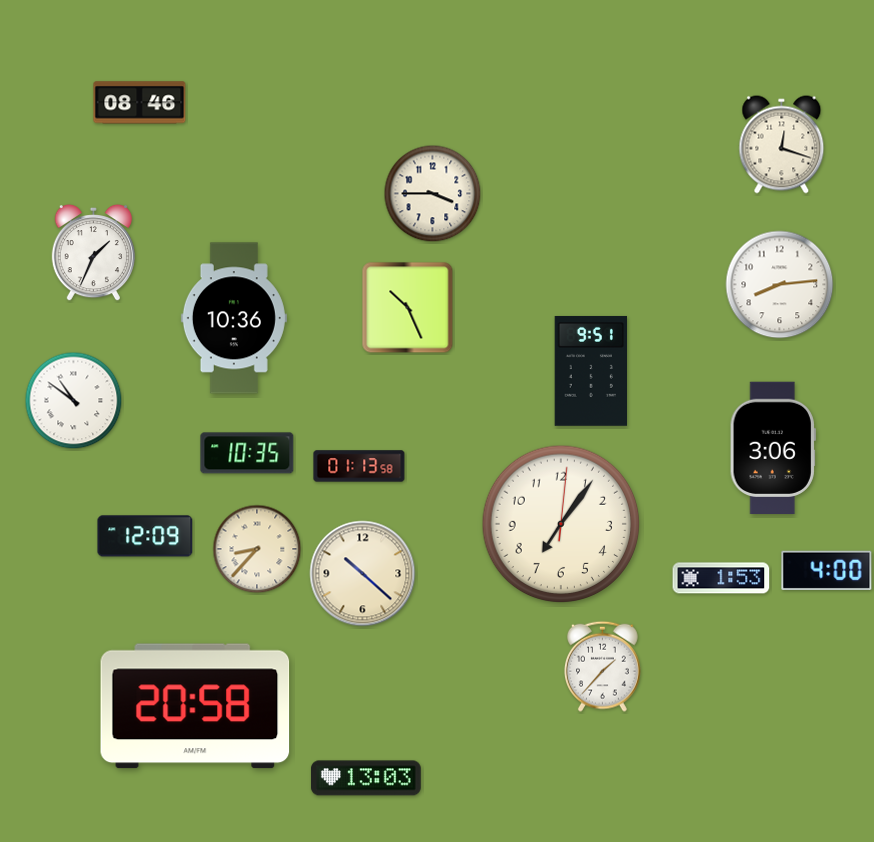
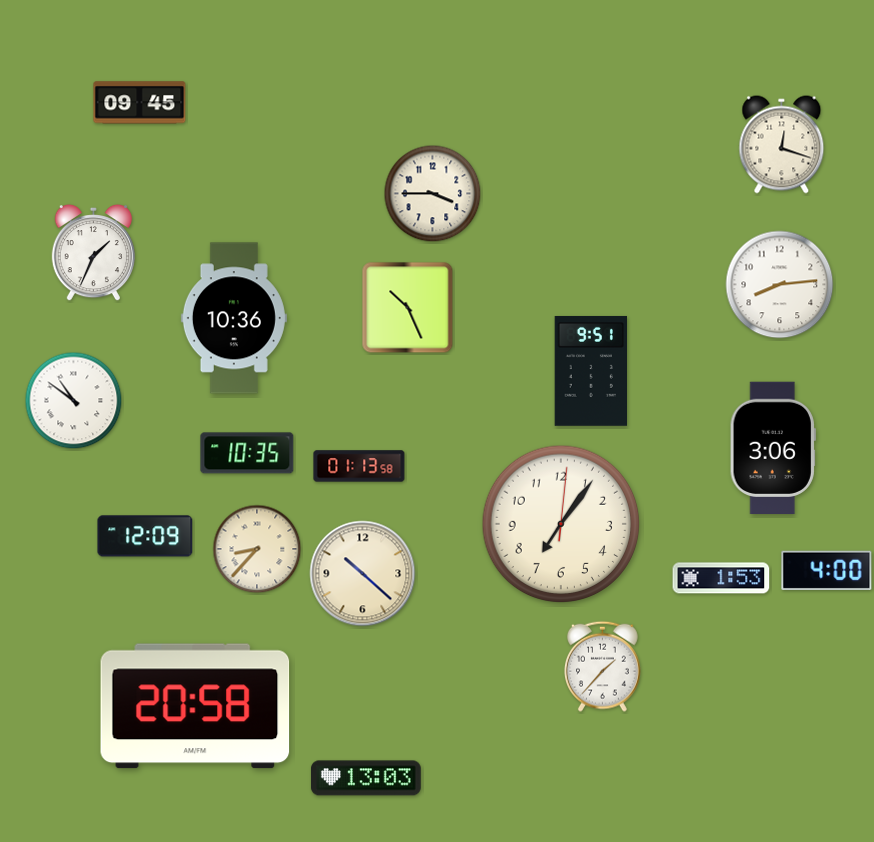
clock at (140, 103): 08:46 -> 09:45
